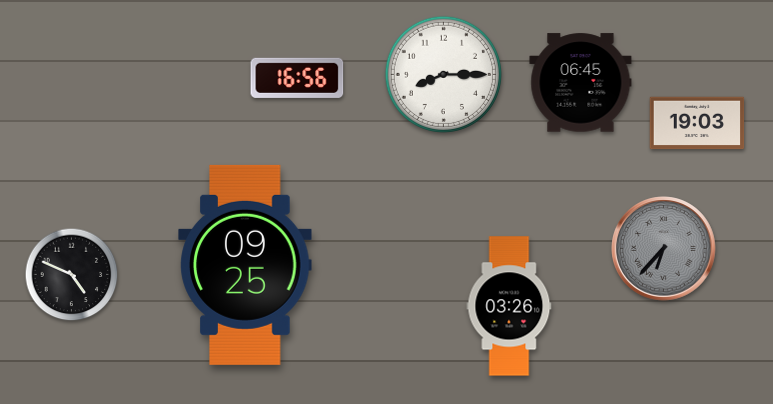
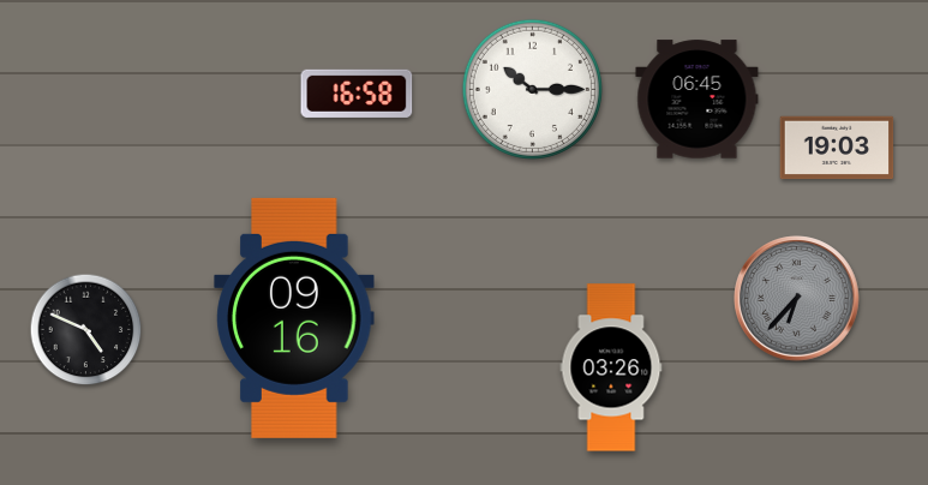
clock at (443, 74): 8:15 -> 10:15
clock at (297, 78): 16:56 -> 16:58
clock at (245, 265): 09:25 -> 09:16
